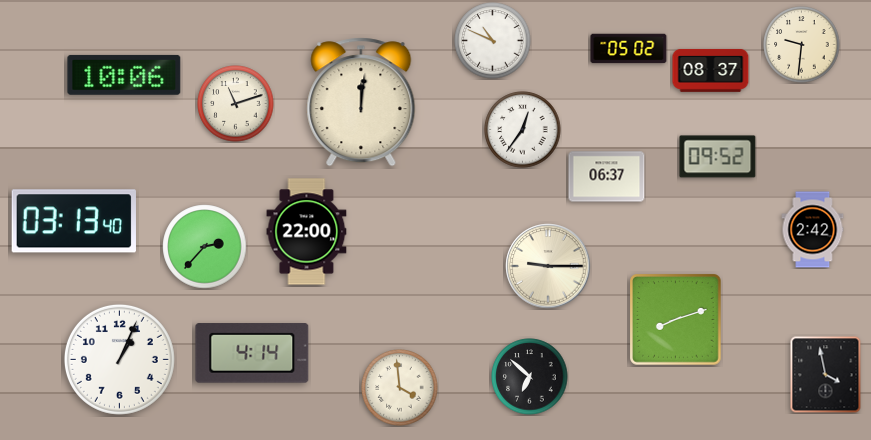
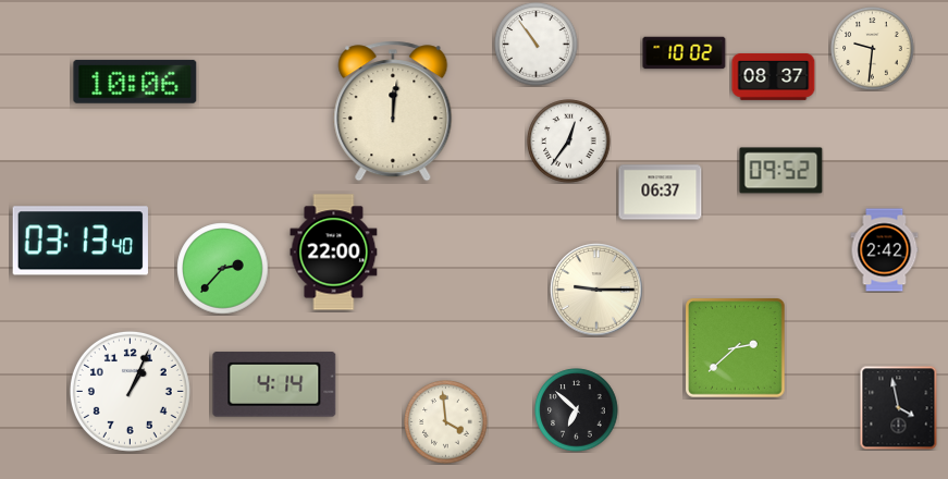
clock at (493, 41): 10:49 -> 10:54
clock at (629, 49): 05:02 -> 10:02
clock at (236, 104): 11:12 -> none
clock at (676, 320): 8:12 -> 2:38
clock at (400, 388) position: (400, 388) -> (446, 422)
